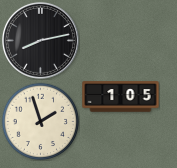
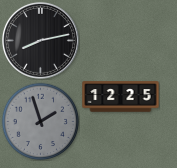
clock at (121, 97): 1:05 -> 12:25
clock at (40, 121) dial: cream -> grey
